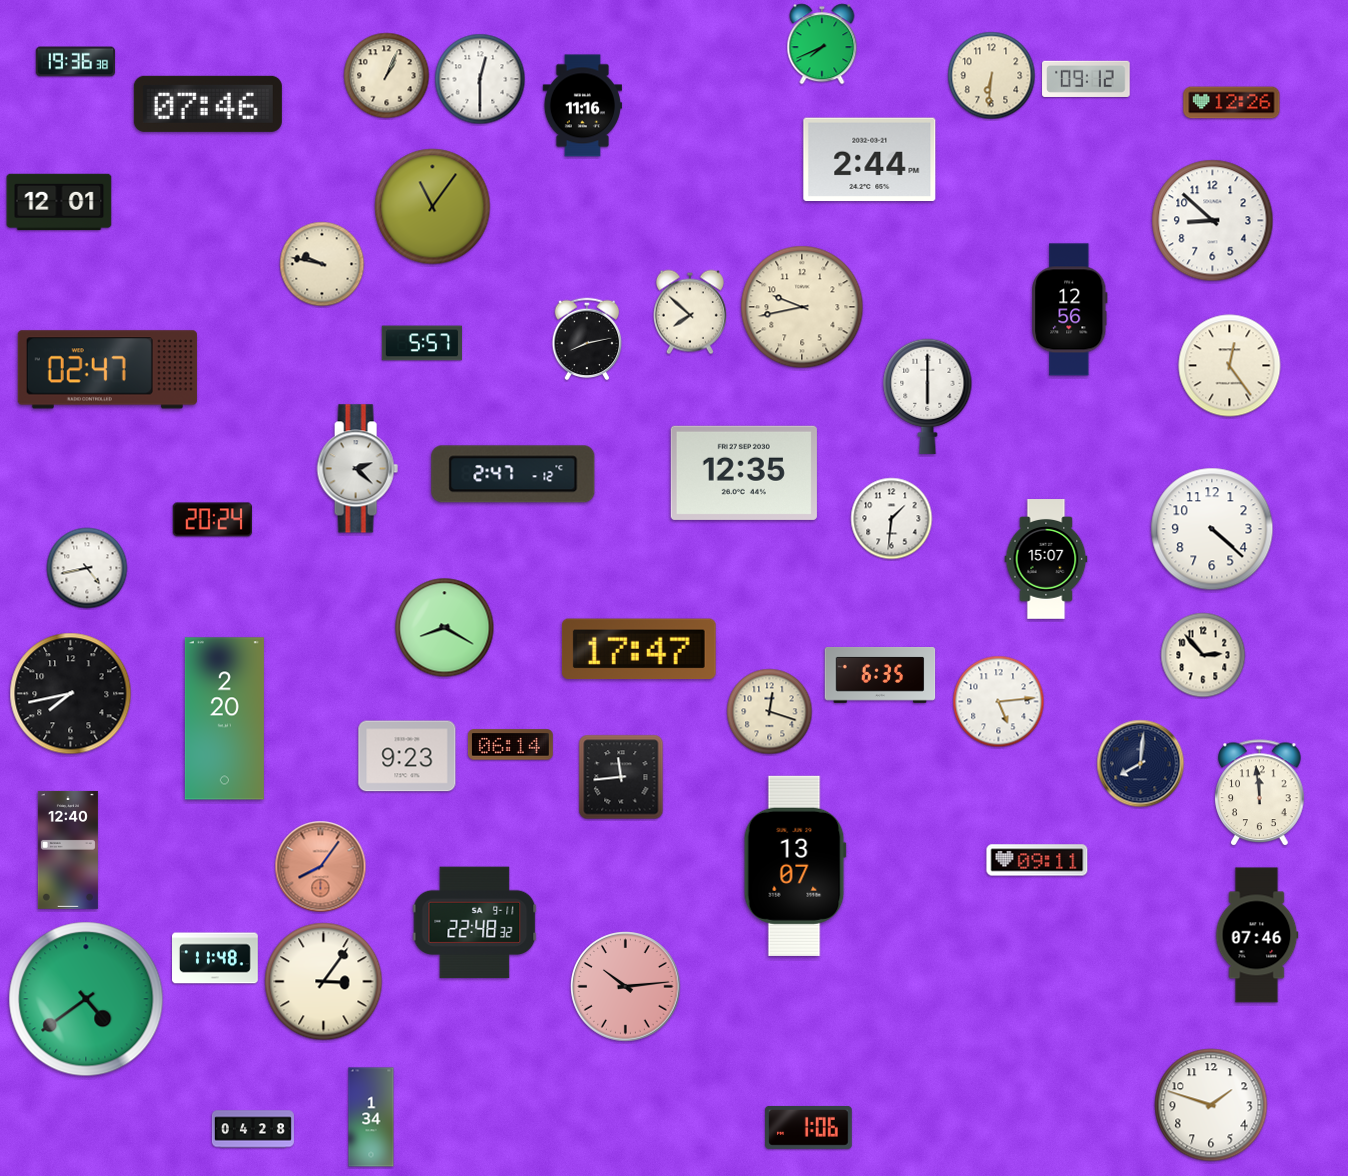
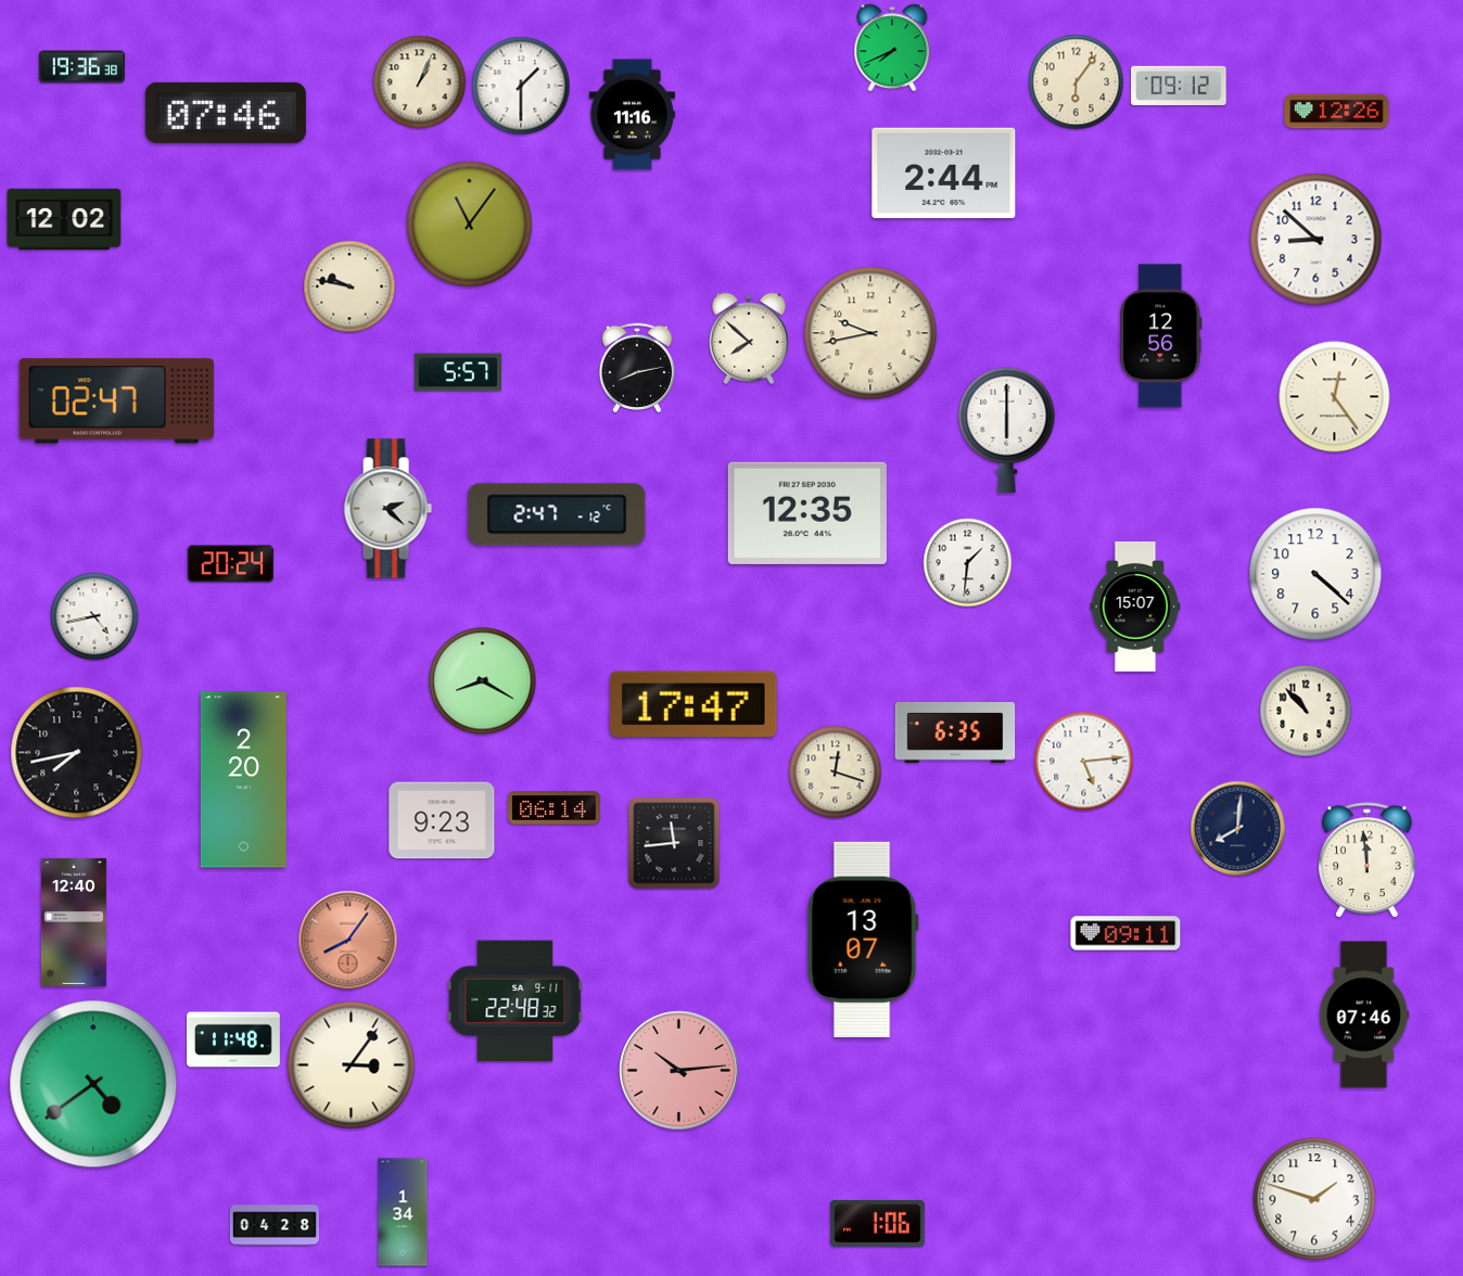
clock at (992, 76): 6:31 -> 6:06
clock at (480, 79): 12:30 -> 1:30
clock at (59, 202): 12:01 -> 12:02
clock at (1203, 655): 2:53 -> 10:53
